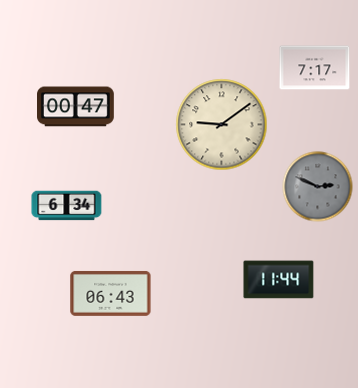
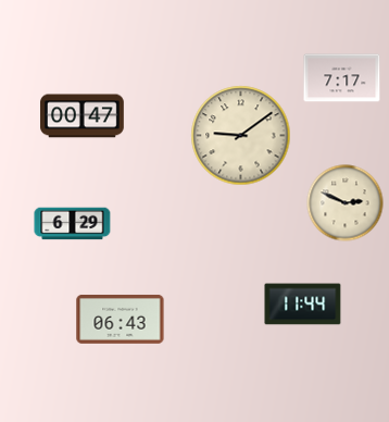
clock at (315, 68) position: (315, 68) -> (342, 78)
clock at (318, 187) dial: grey -> cream
clock at (67, 206): 6:34 -> 6:29
